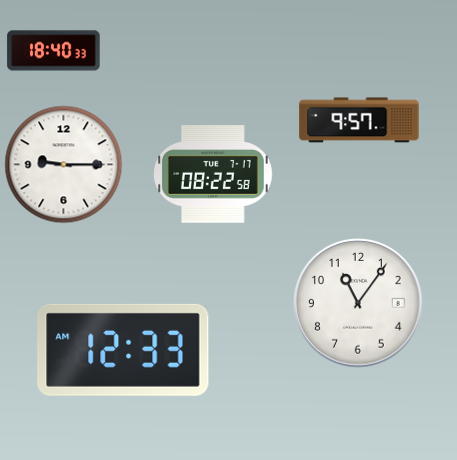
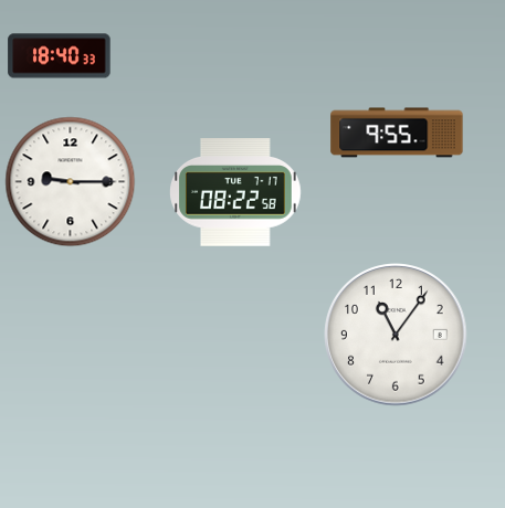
clock at (359, 120): 9:57 -> 9:55
clock at (123, 350): 12:33 -> none
